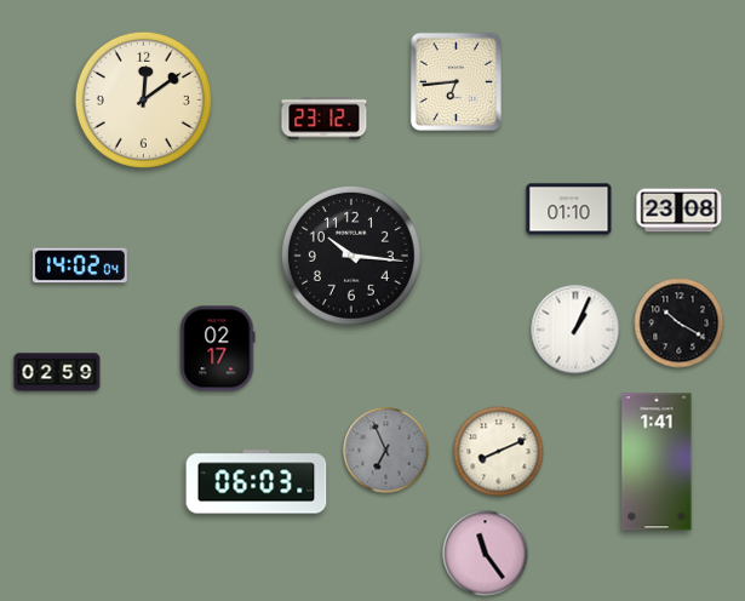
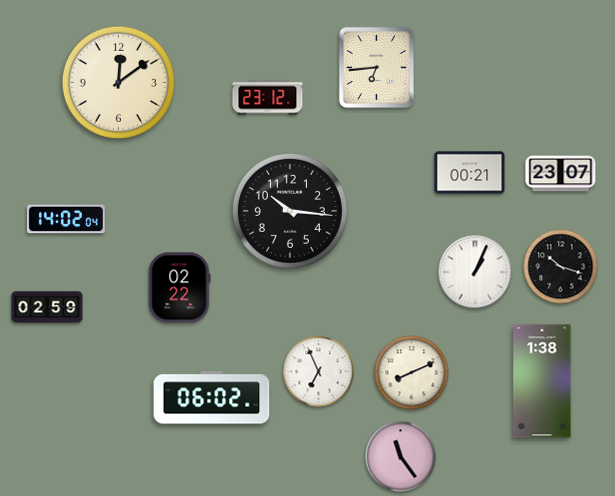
clock at (569, 210): 01:10 -> 00:21
clock at (680, 211): 23:08 -> 23:07
clock at (680, 324): 10:20 -> 10:18
clock at (218, 349): 02:17 -> 02:22
clock at (386, 451) dial: grey -> white
clock at (657, 462): 1:41 -> 1:38
clock at (257, 482): 06:03 -> 06:02
